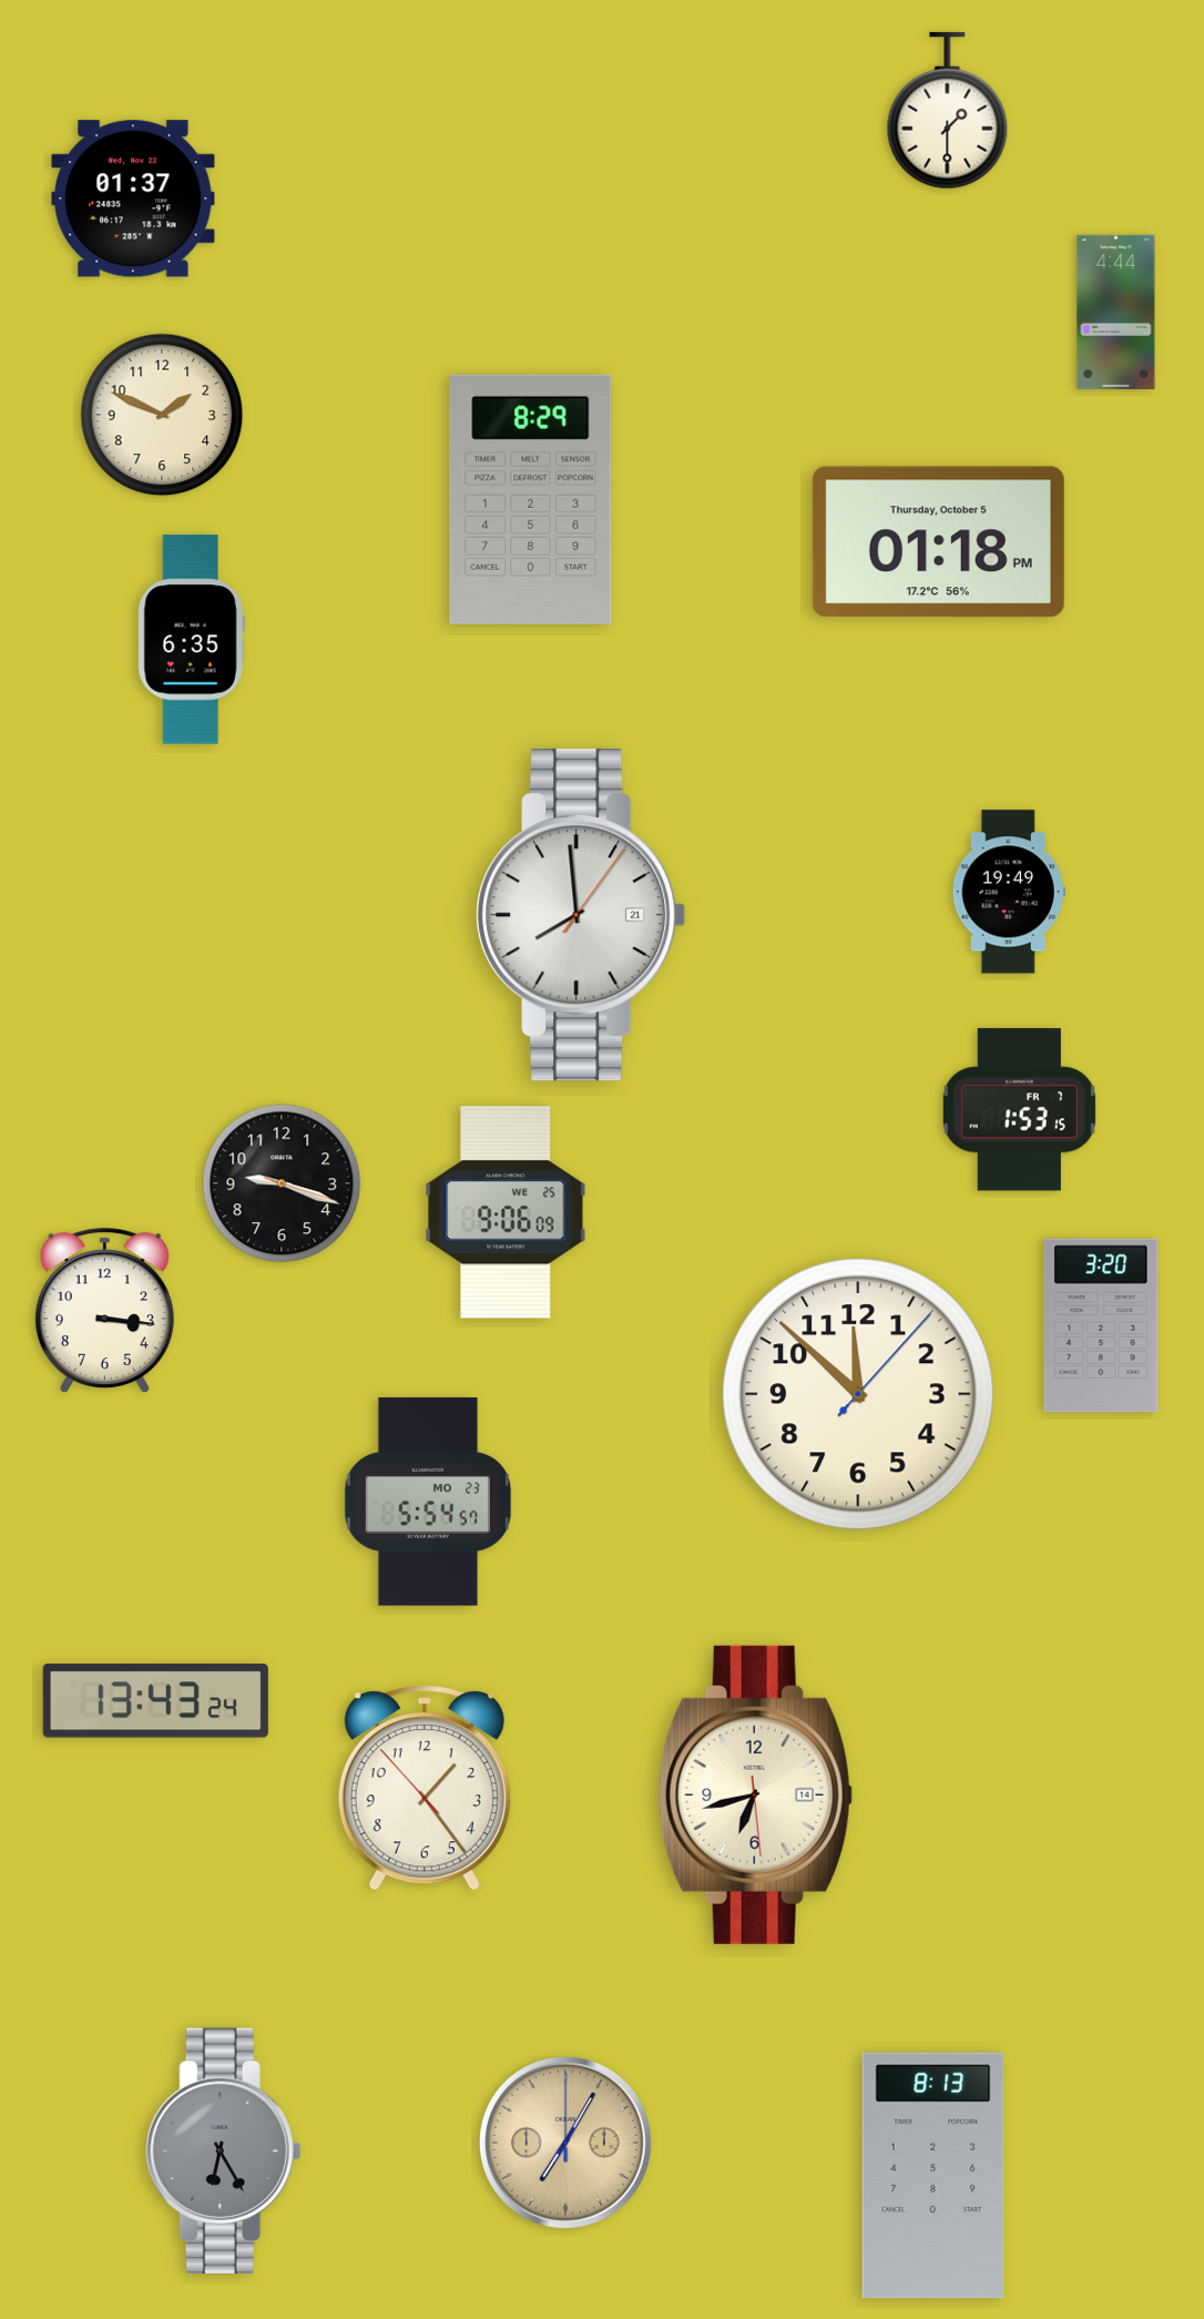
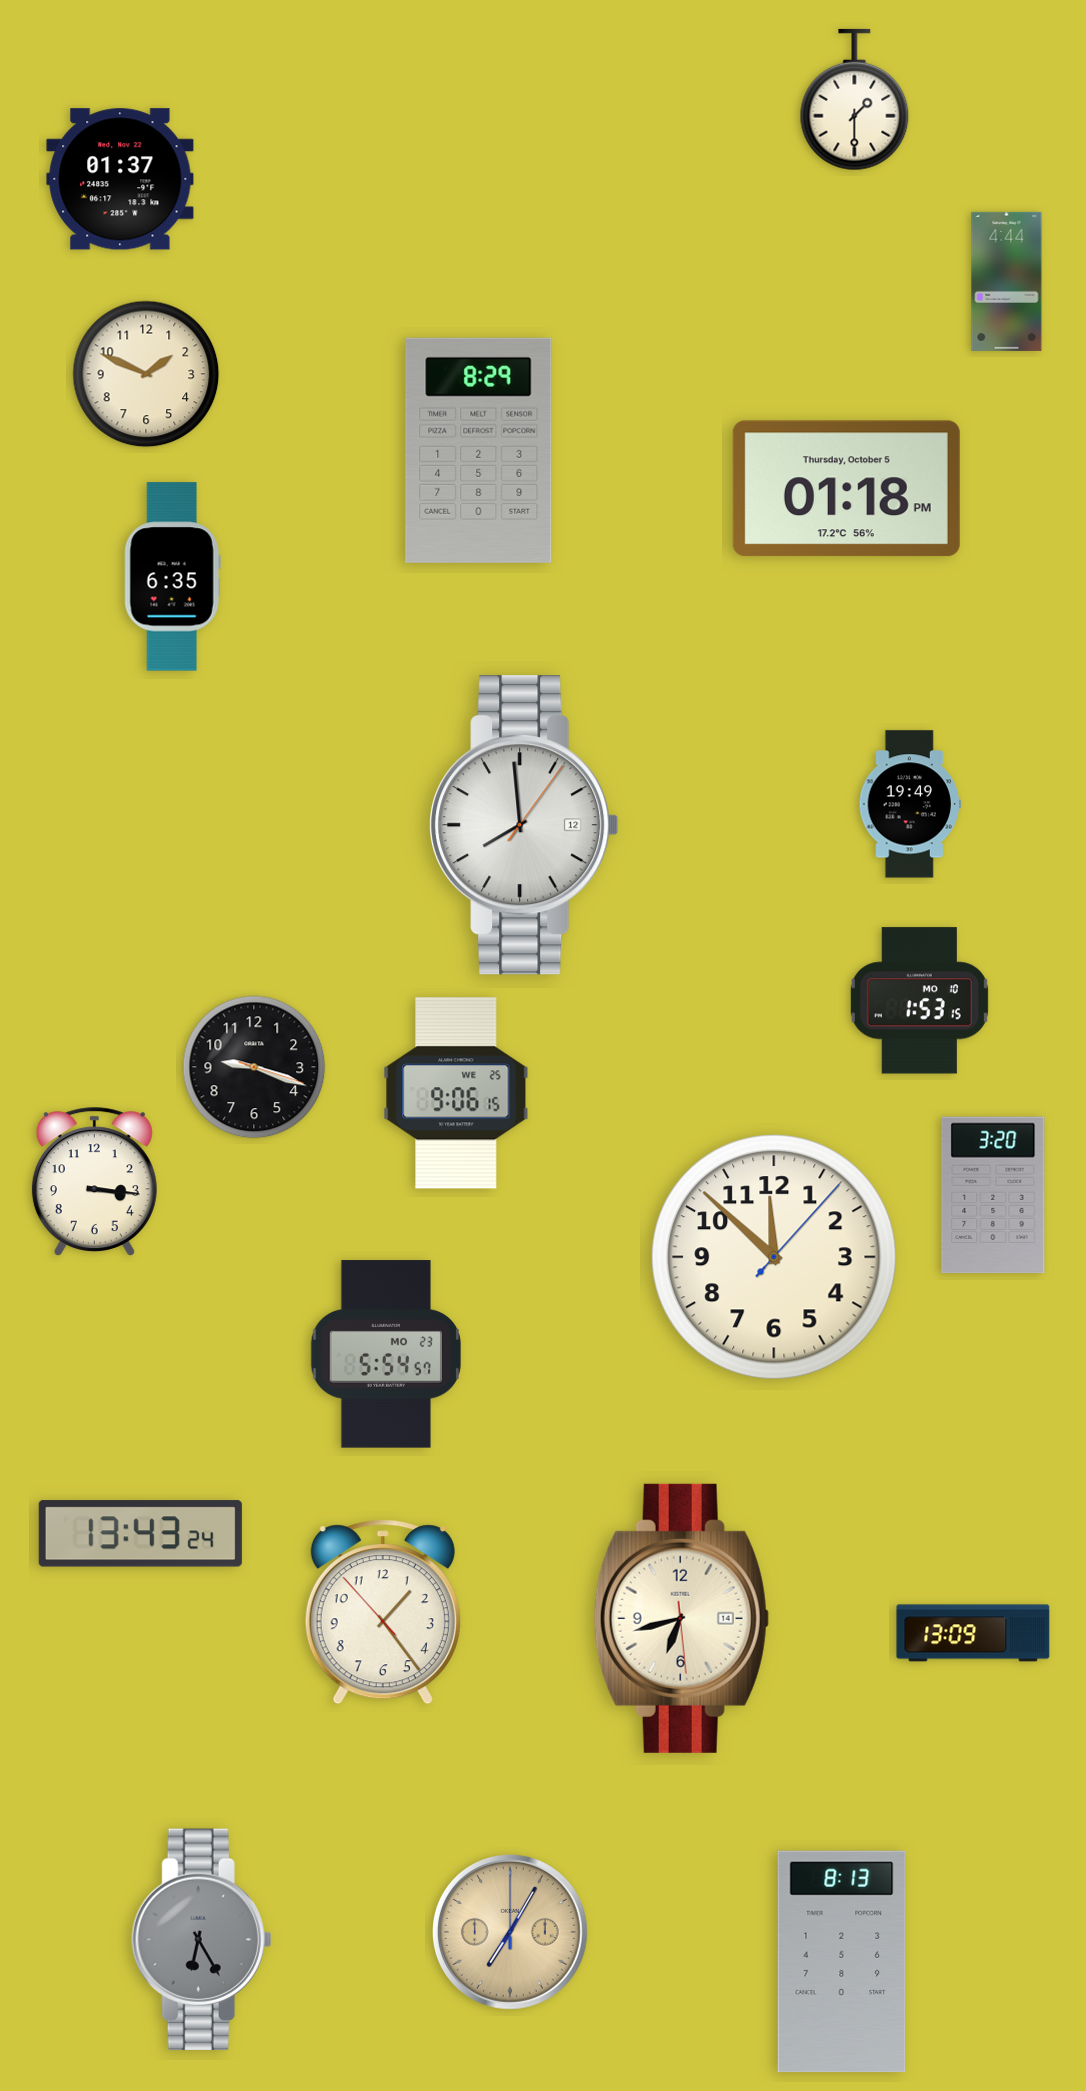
clock at (581, 915) date: 21 -> 12
clock at (1019, 1110) date: FR 7 -> MO 10
clock at (506, 1212): 9:06:09 -> 9:06:15
clock at (973, 1633): none -> 13:09
